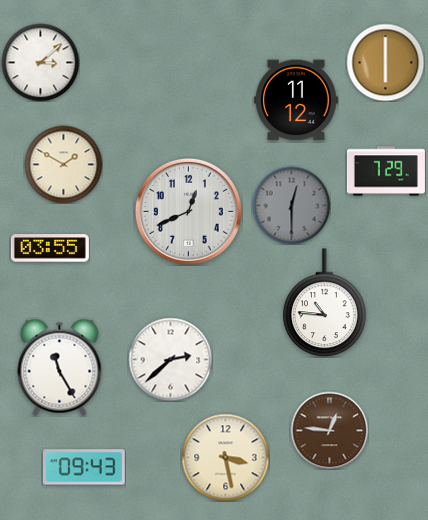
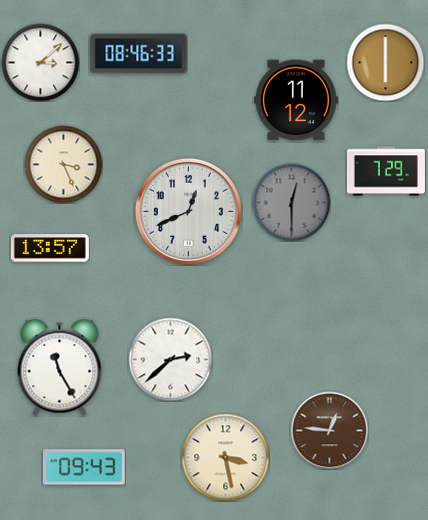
clock at (139, 54): none -> 08:46
clock at (63, 164): 1:50 -> 3:26
clock at (291, 205) position: (291, 205) -> (291, 202)
clock at (50, 248): 03:55 -> 13:57
clock at (325, 303): 10:46 -> none
